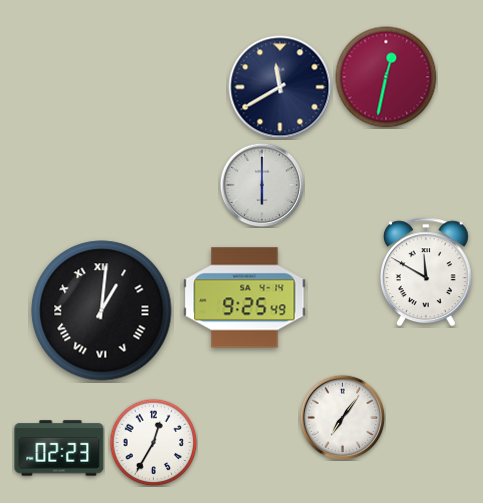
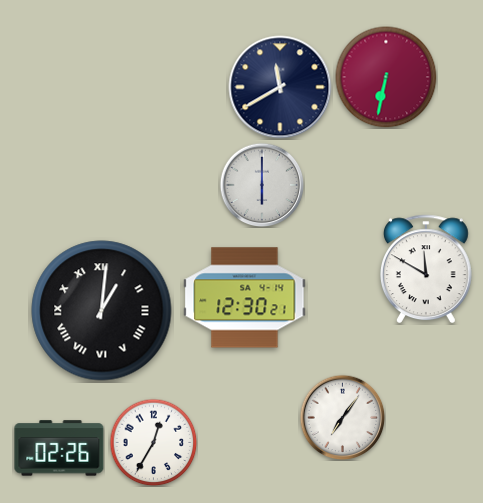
clock at (386, 77): 12:32 -> 6:32
clock at (426, 272) position: (426, 272) -> (426, 269)
clock at (245, 298): 9:25 -> 12:30
clock at (59, 448): 02:23 -> 02:26
